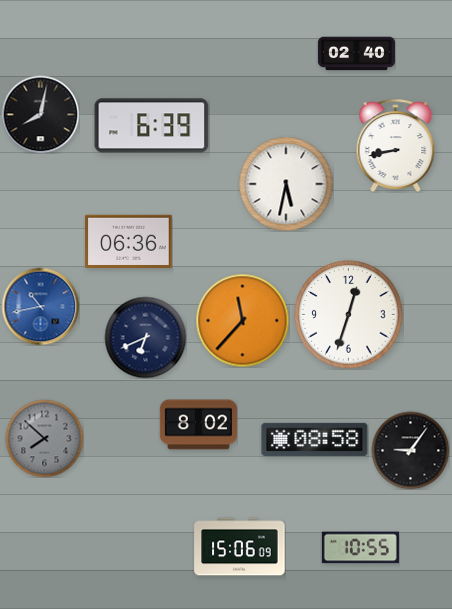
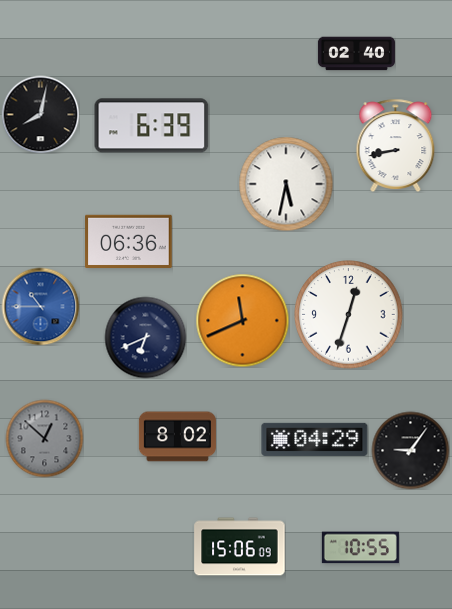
clock at (40, 306): 10:43 -> 10:45
clock at (242, 320): 11:37 -> 11:41
clock at (198, 425) position: (198, 425) -> (177, 437)
clock at (44, 438): 7:52 -> 12:52
clock at (315, 439): 08:58 -> 04:29
